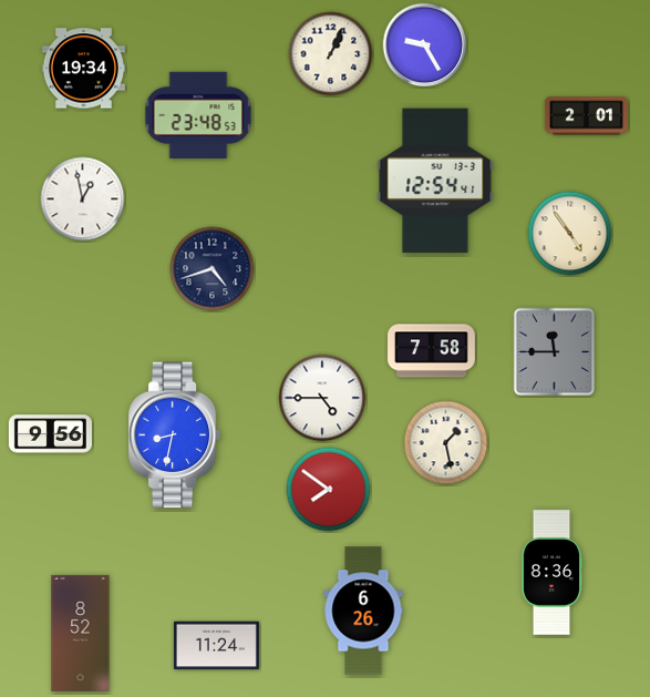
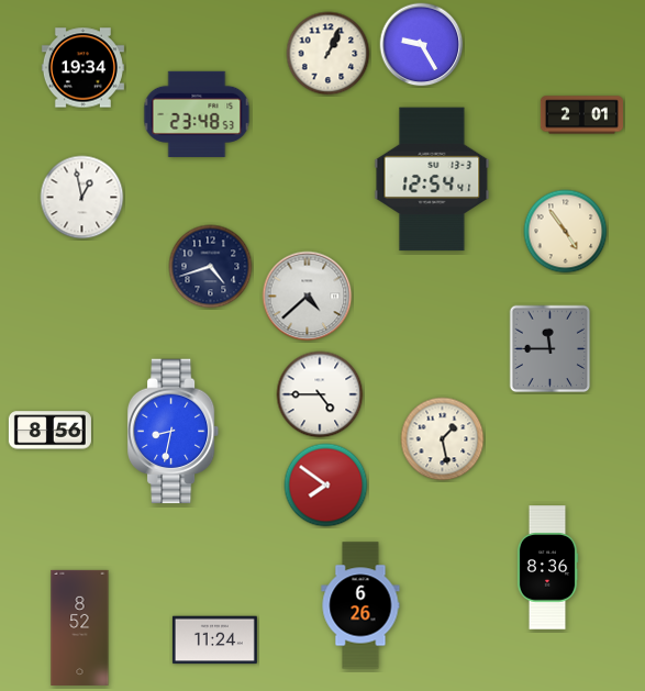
clock at (308, 297): none -> 4:38
clock at (432, 351): 7:58 -> none
clock at (50, 434): 9:56 -> 8:56
